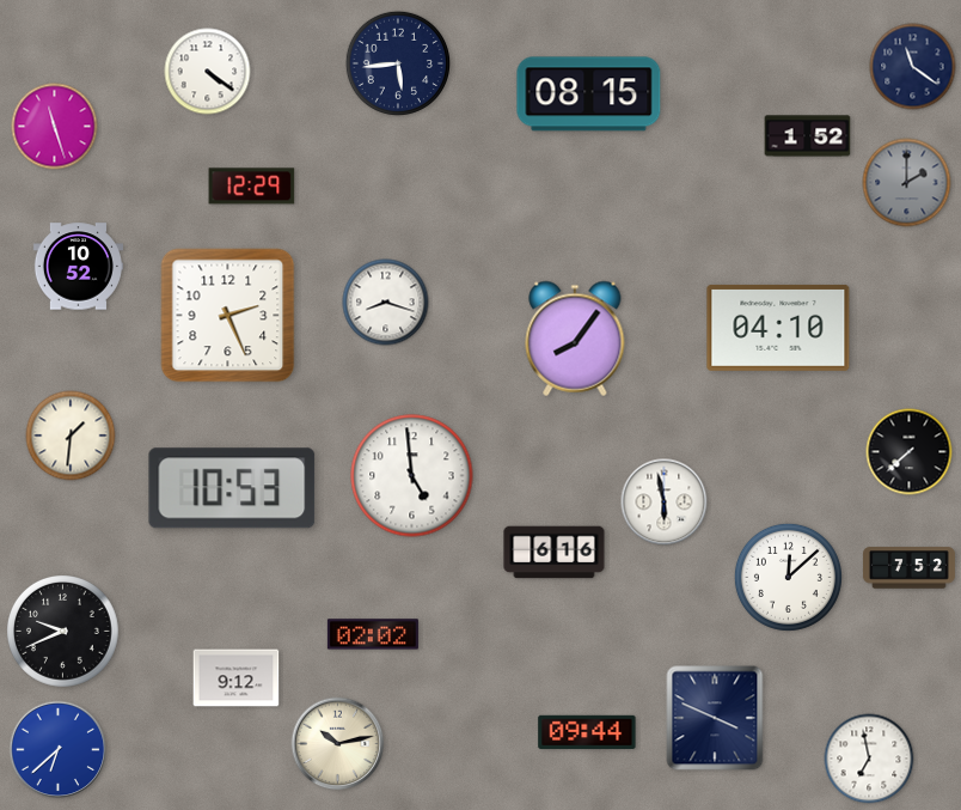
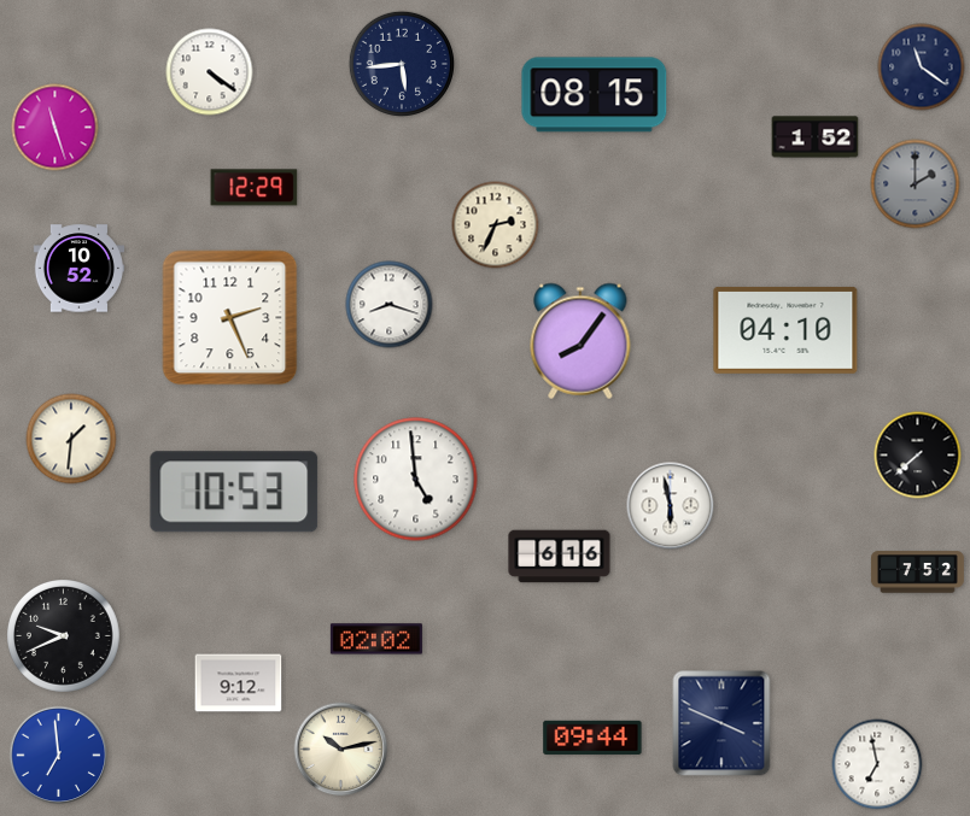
clock at (496, 225): none -> 2:34
clock at (788, 577): 12:08 -> none
clock at (59, 750): 6:38 -> 6:59
